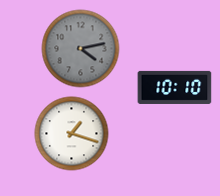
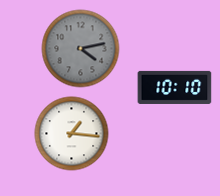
clock at (72, 134): 1:18 -> 1:16
